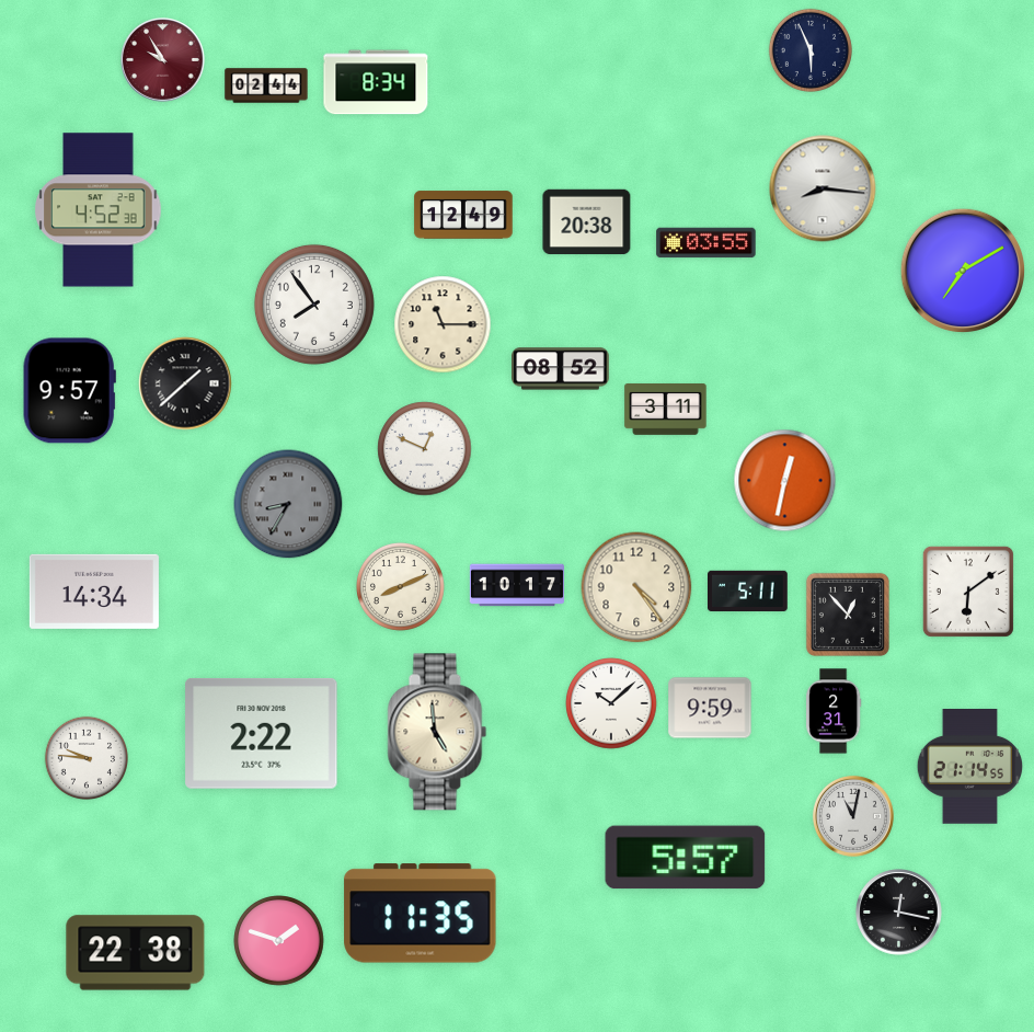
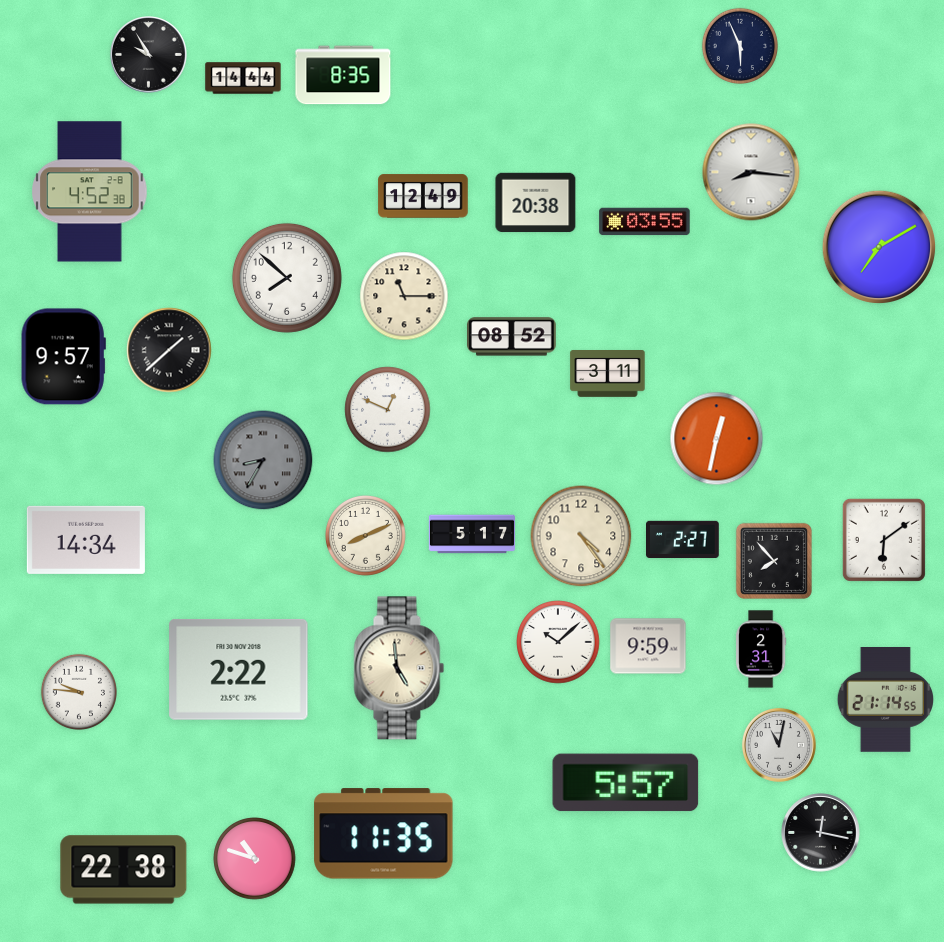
clock at (163, 60) dial: burgundy -> black
clock at (376, 82): 8:34 -> 8:35
clock at (266, 85): 02:44 -> 14:44
clock at (314, 305): 7:54 -> 7:52
clock at (517, 585): 10:17 -> 5:17
clock at (748, 590): 5:11 -> 2:27
clock at (848, 615): 12:53 -> 7:53
clock at (279, 941): 1:48 -> 10:48
